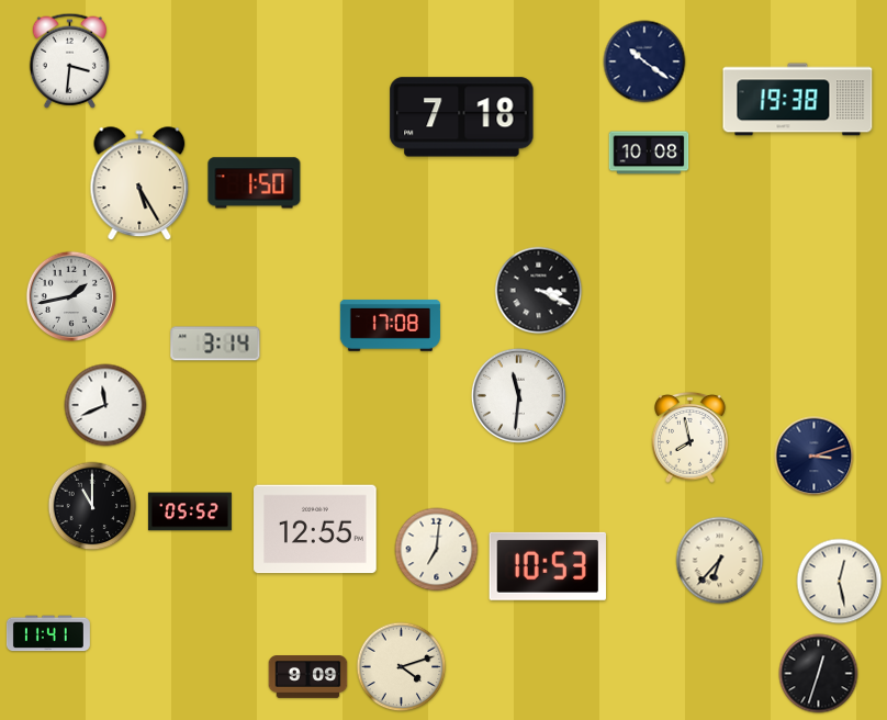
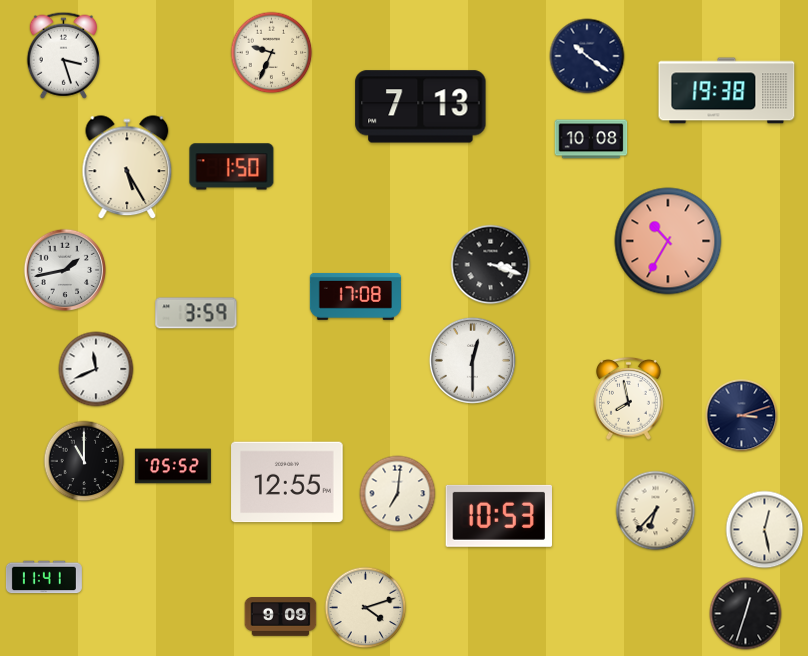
clock at (272, 53): none -> 9:34
clock at (69, 60): 3:31 -> 3:27
clock at (462, 117): 7:18 -> 7:13
clock at (668, 241): none -> 10:35
clock at (539, 291): 3:19 -> 3:18
clock at (215, 344): 3:14 -> 3:59
clock at (518, 395): 11:31 -> 12:30
clock at (437, 550) position: (437, 550) -> (398, 494)
